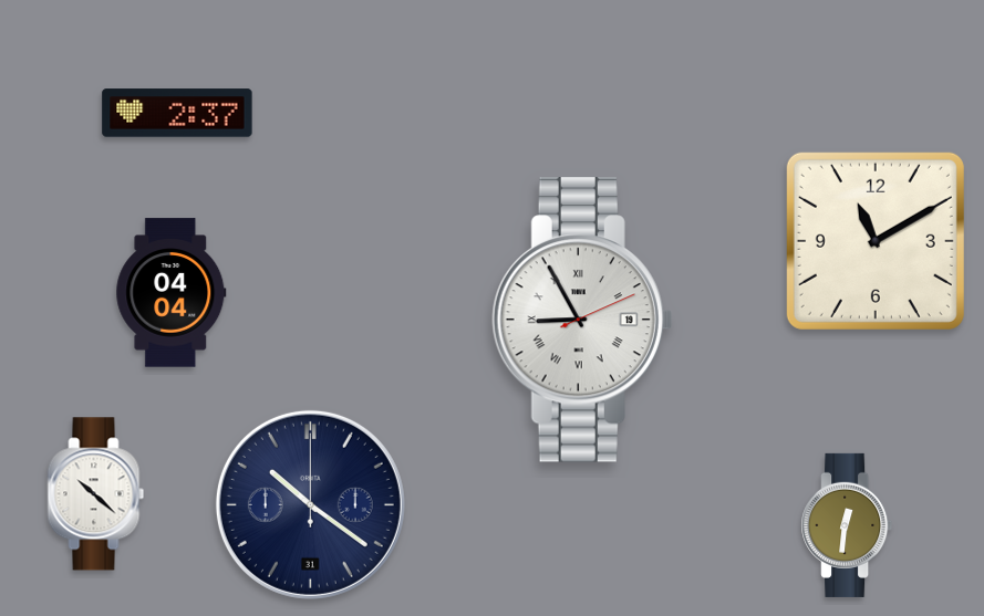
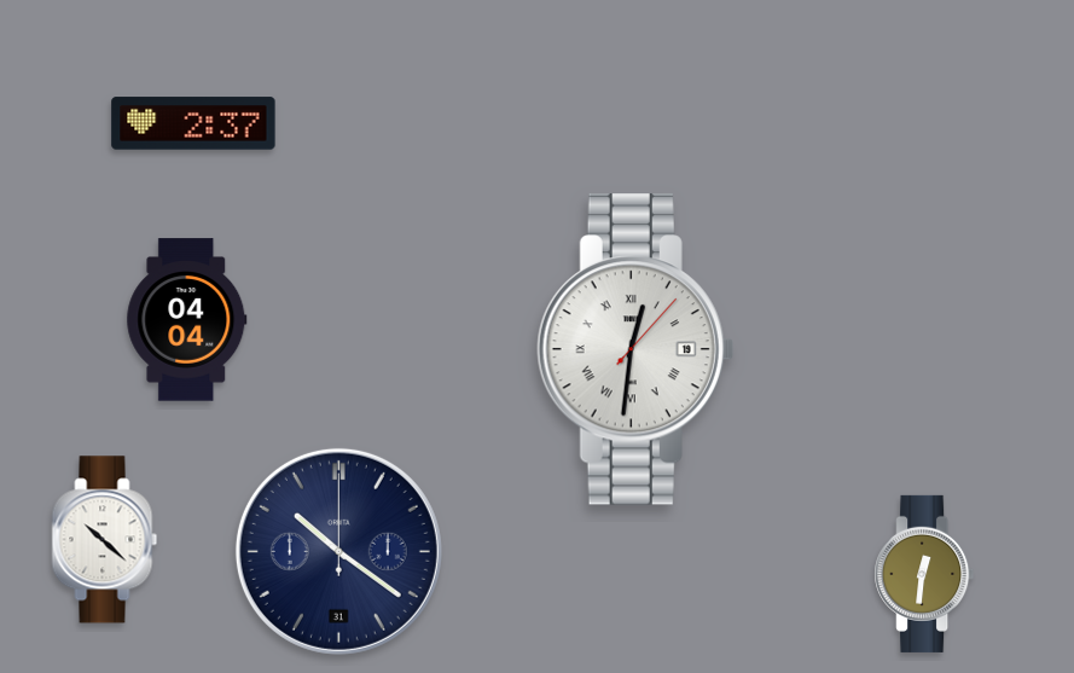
clock at (876, 241): 11:10 -> none
clock at (582, 320): 8:55 -> 12:31
